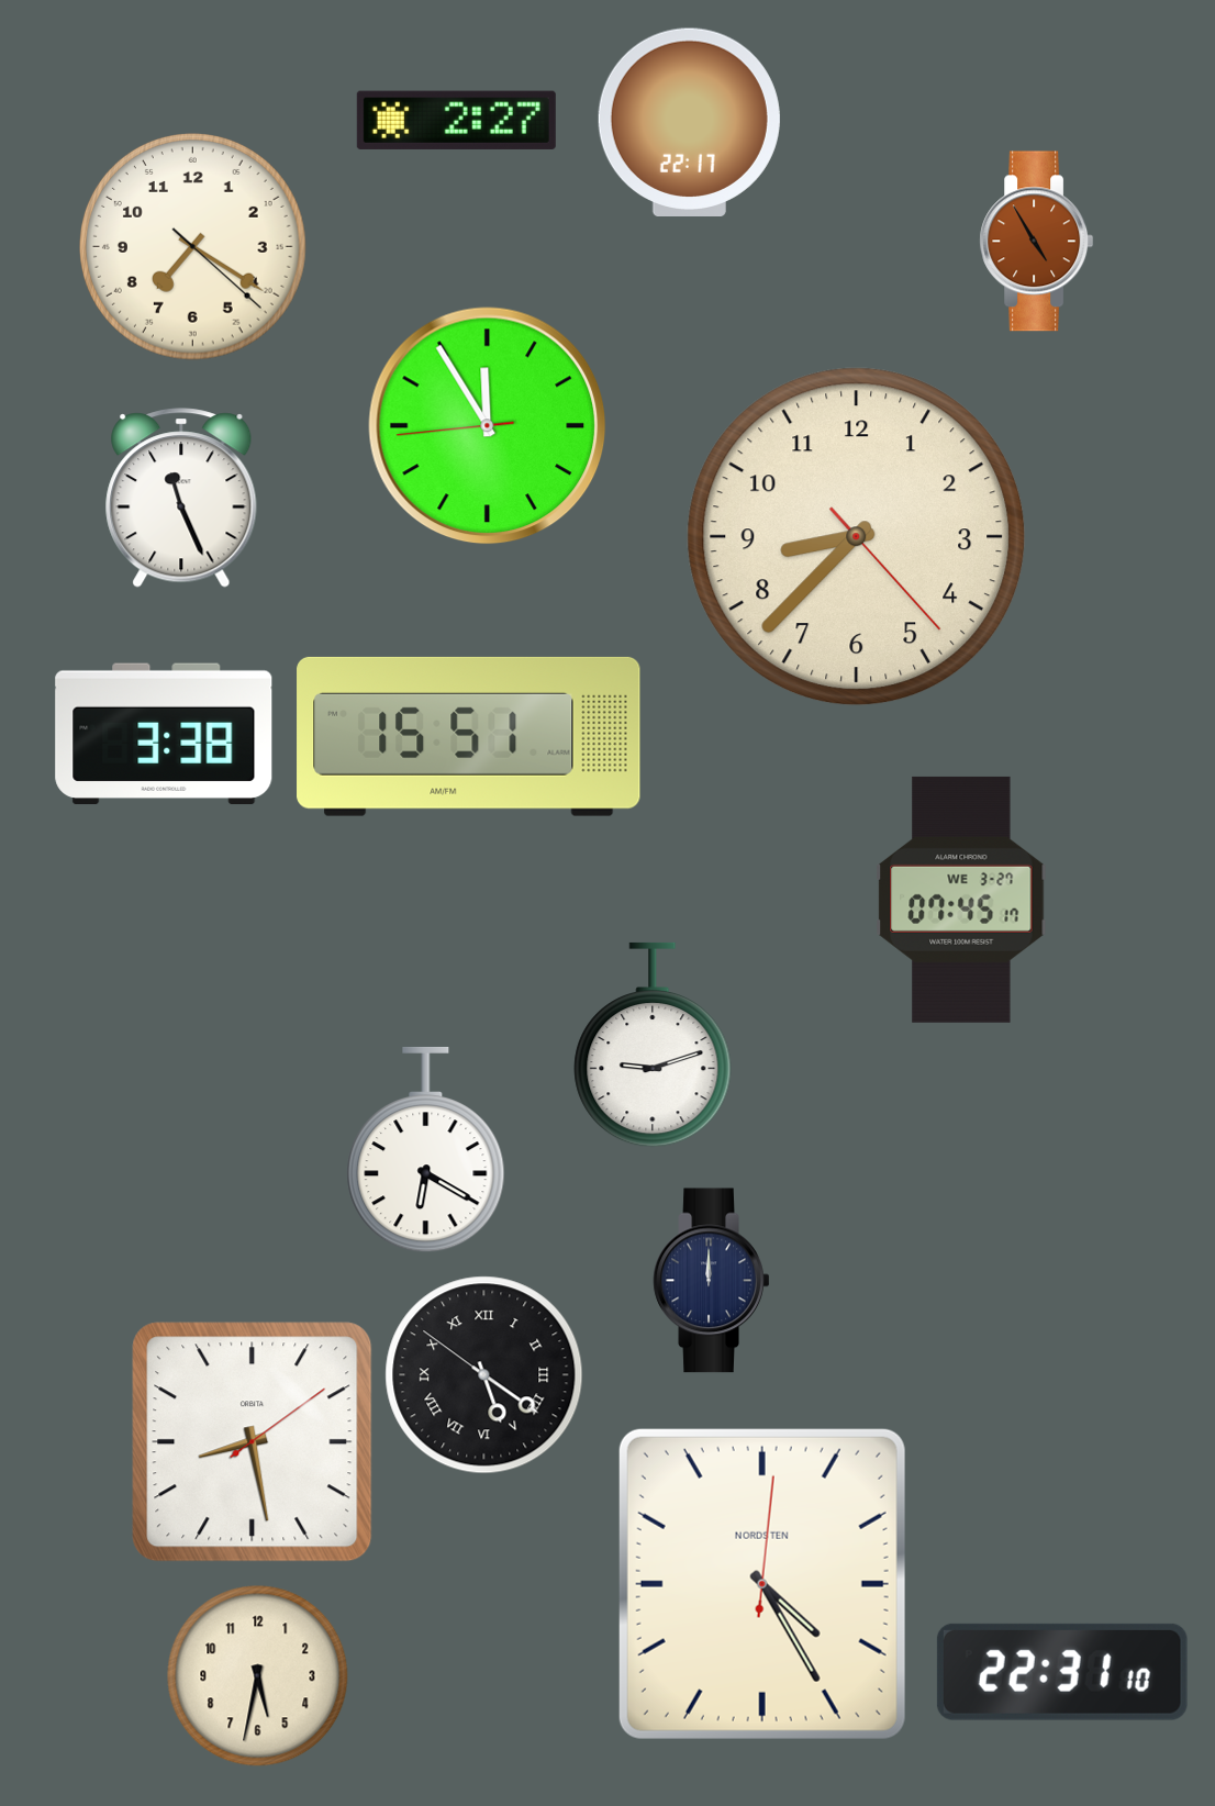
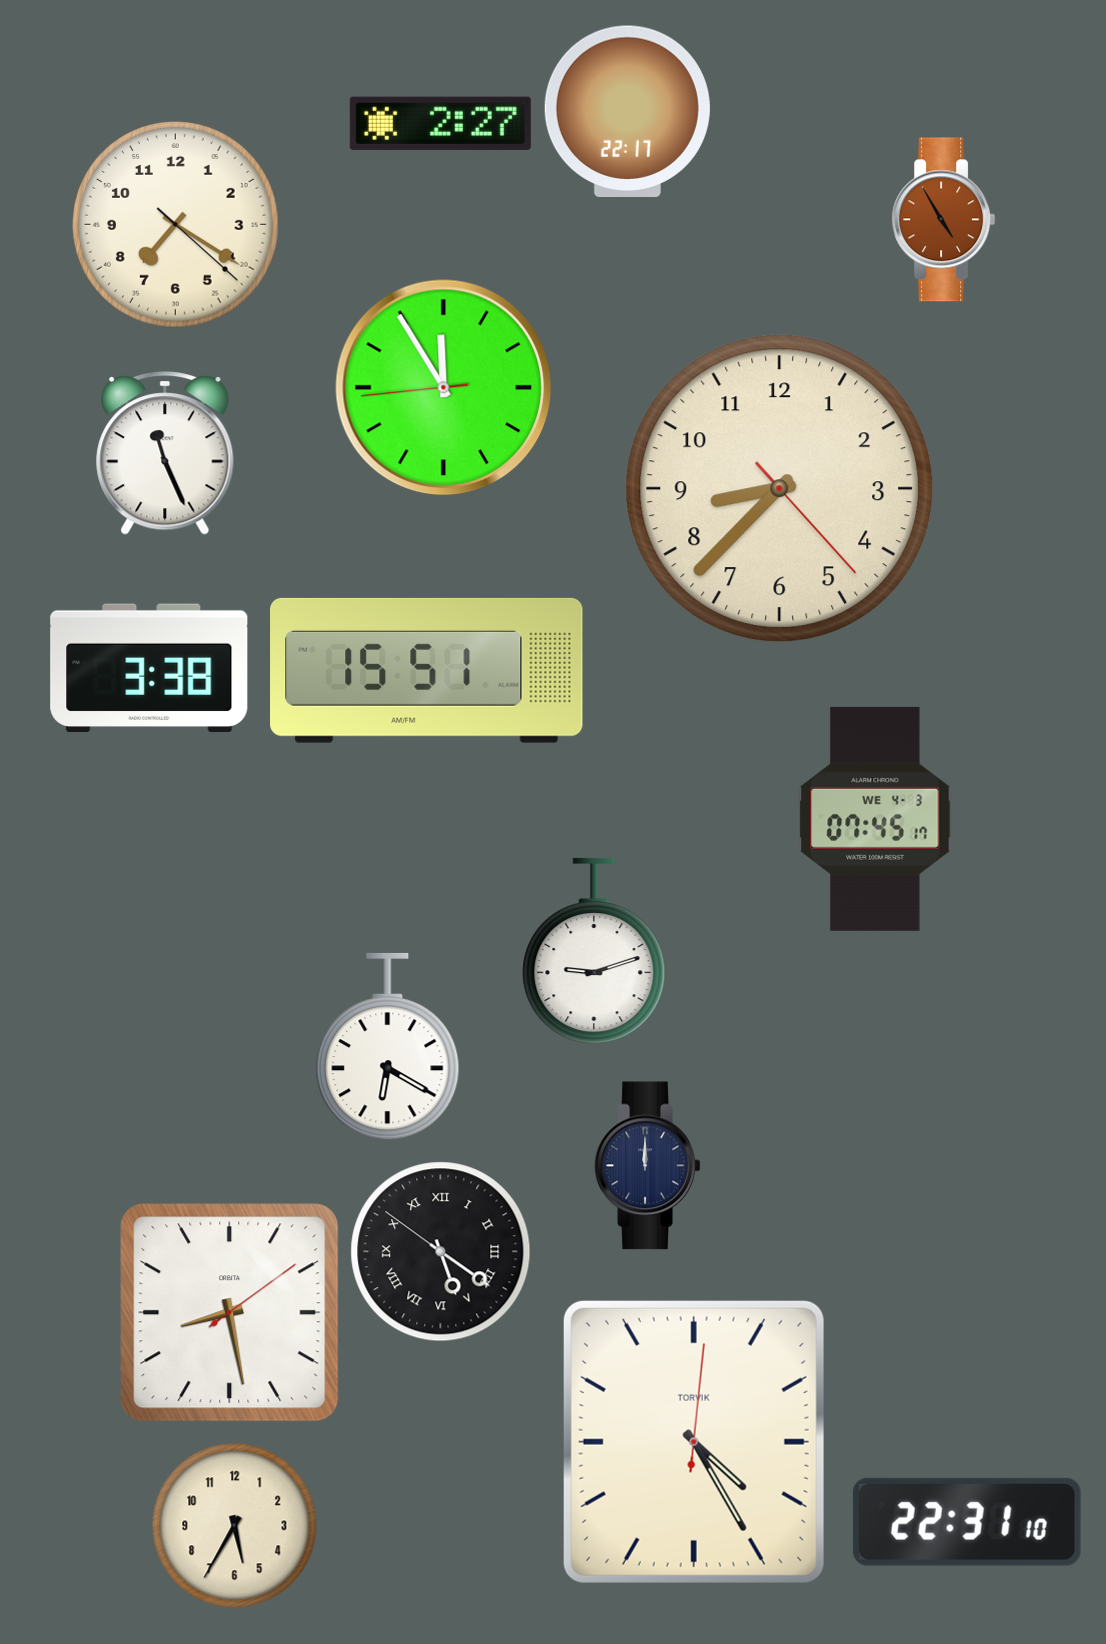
clock at (456, 120) position: (456, 120) -> (440, 123)
clock at (961, 900) date: WE 3-27 -> WE 4-3
clock at (762, 1584) brand: NORDSTEN -> TORVIK
clock at (258, 1676): 5:32 -> 5:35
